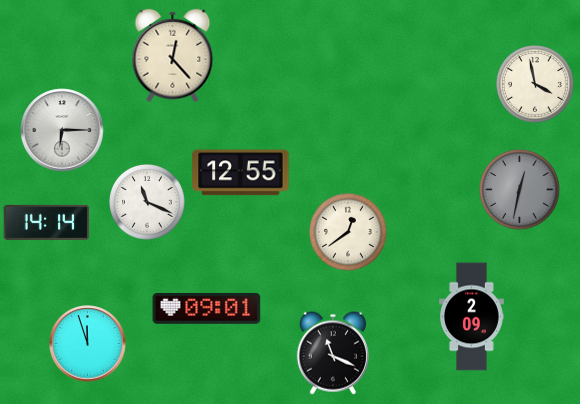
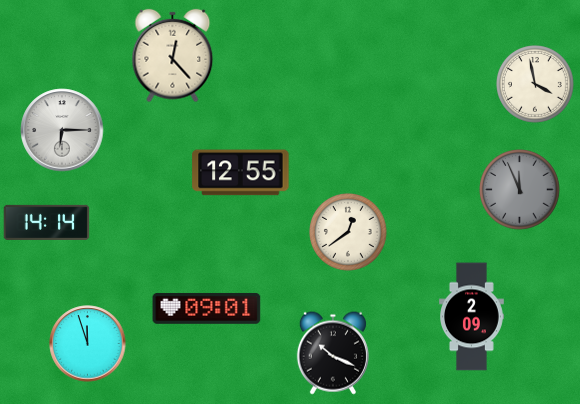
clock at (520, 190): 12:32 -> 11:56
clock at (148, 203): 11:19 -> none
clock at (333, 353): 11:19 -> 10:19
